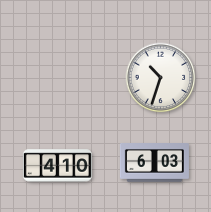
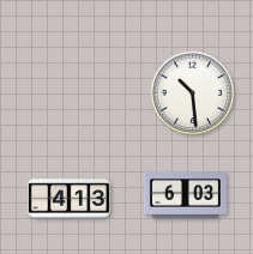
clock at (161, 78): 10:33 -> 10:29
clock at (57, 166): 4:10 -> 4:13
